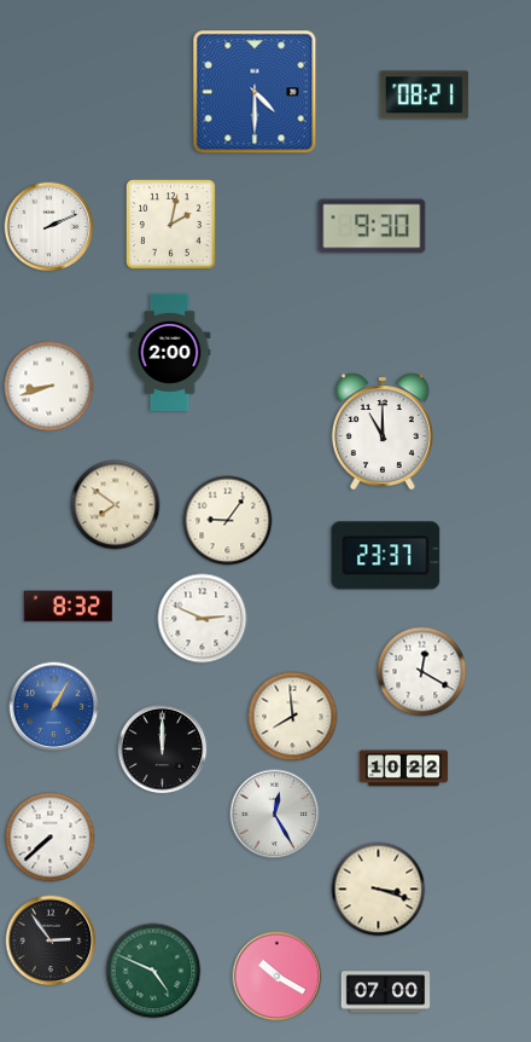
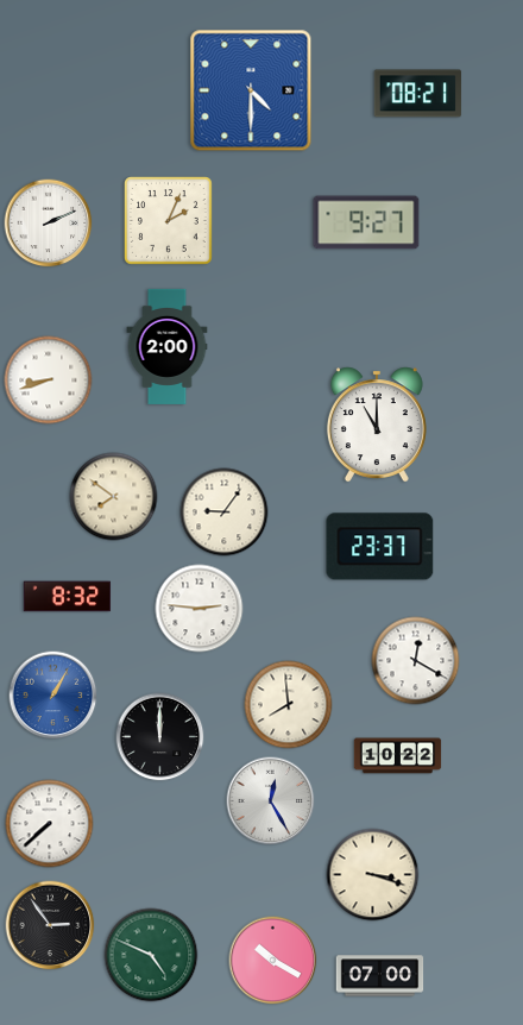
clock at (171, 225): 2:02 -> 2:04
clock at (372, 226): 9:30 -> 9:27
clock at (203, 619): 2:49 -> 2:46
